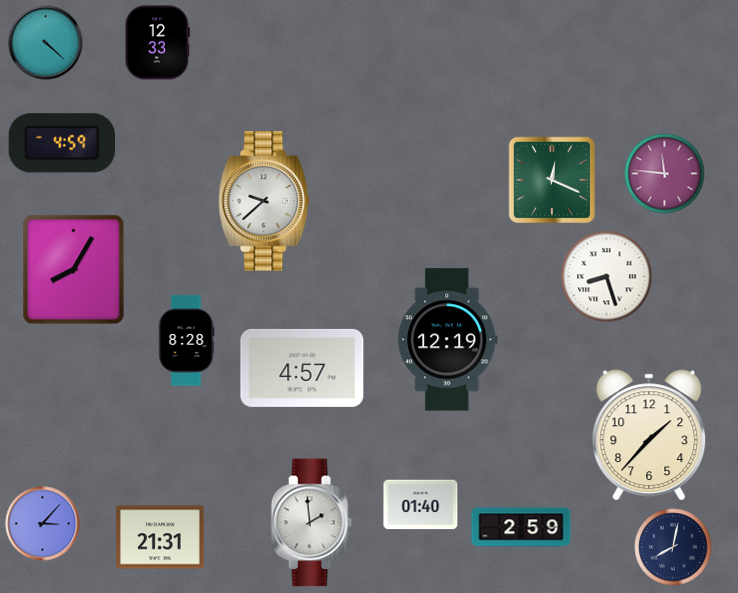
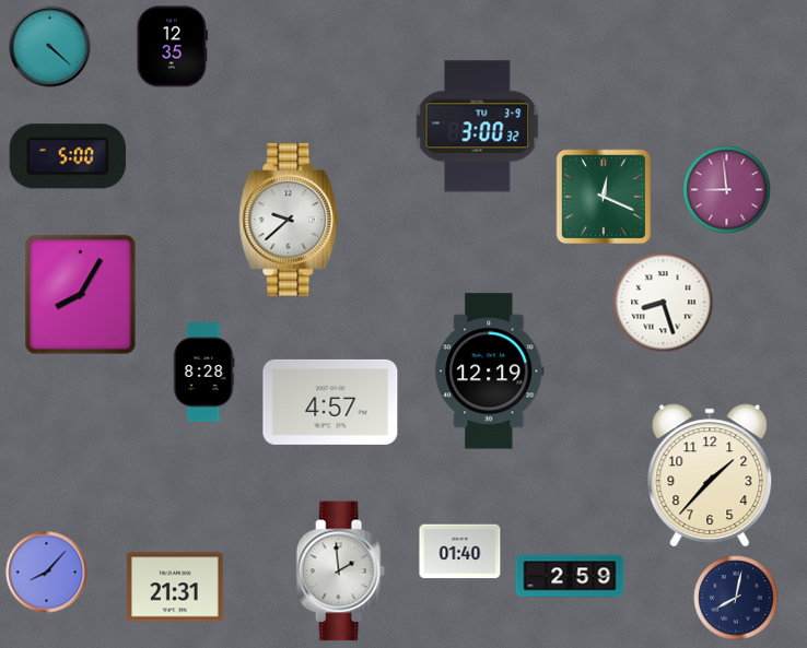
clock at (157, 43): 12:33 -> 12:35
clock at (478, 127): none -> 3:00
clock at (62, 143): 4:59 -> 5:00
clock at (665, 174): 11:46 -> 8:59
clock at (43, 524): 3:07 -> 8:07
